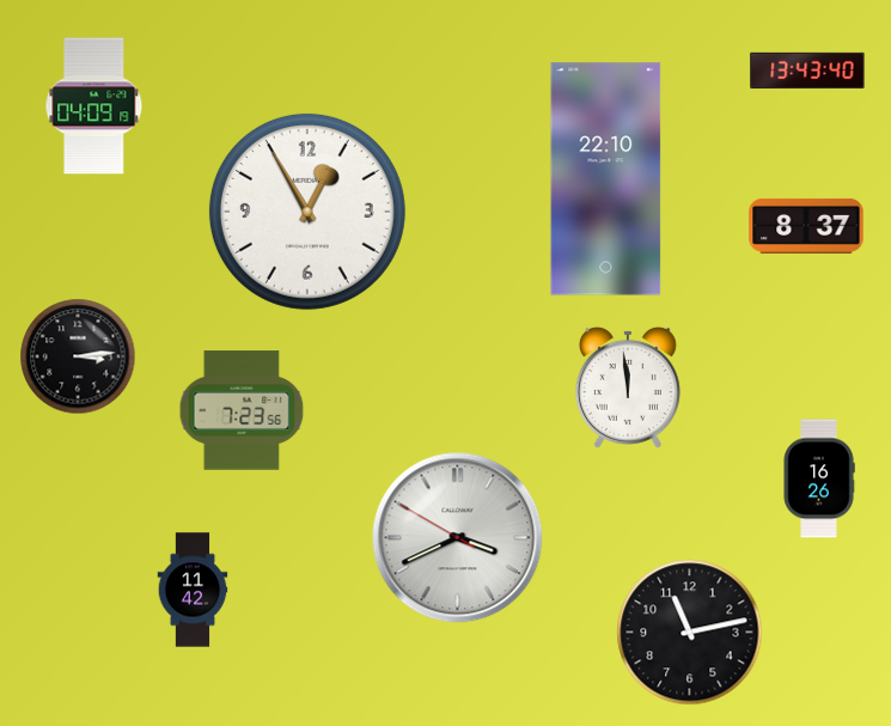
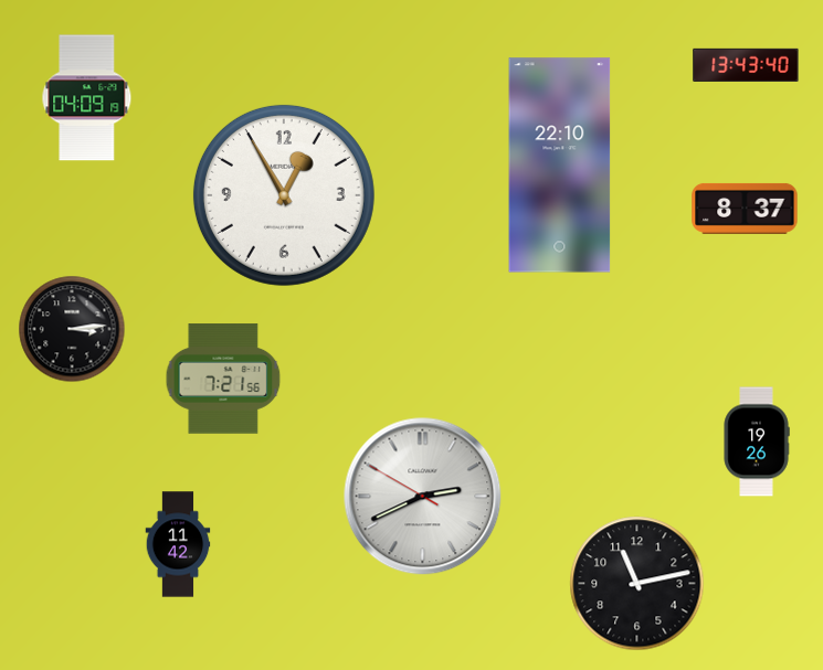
clock at (628, 388): 11:59 -> none
clock at (242, 410): 7:23 -> 7:21
clock at (819, 478): 16:26 -> 19:26
clock at (458, 538): 3:40 -> 2:40
